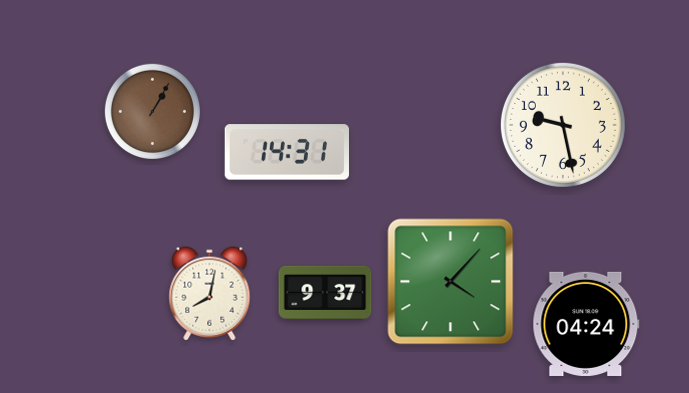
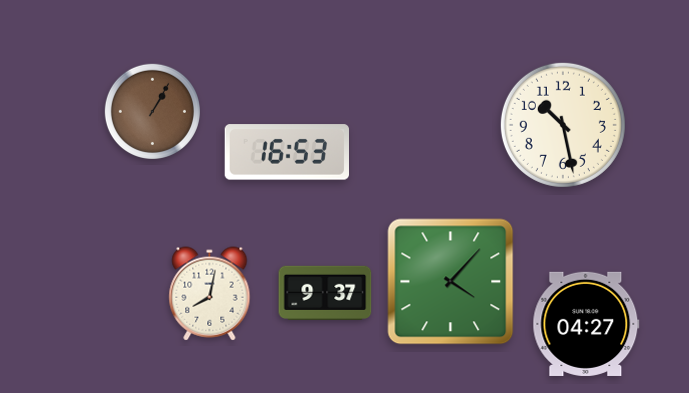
clock at (563, 125): 9:28 -> 10:28
clock at (286, 152): 14:31 -> 16:53
clock at (586, 324): 04:24 -> 04:27
